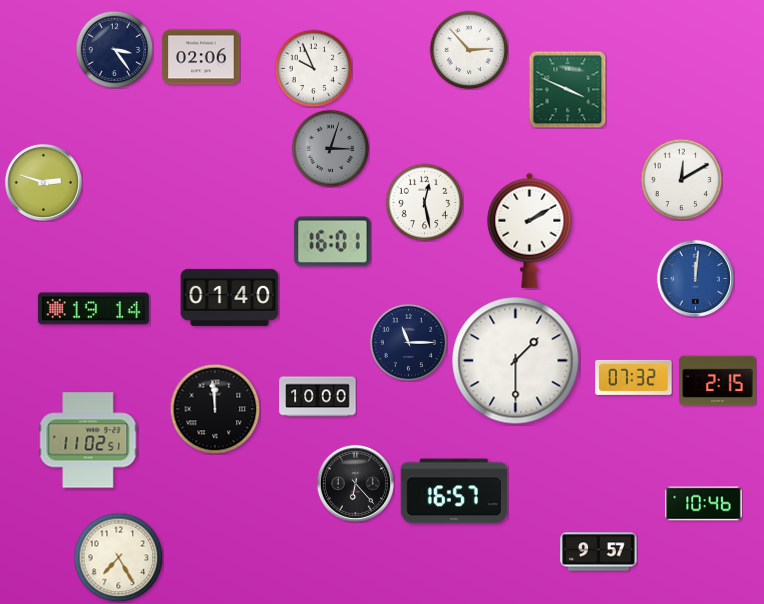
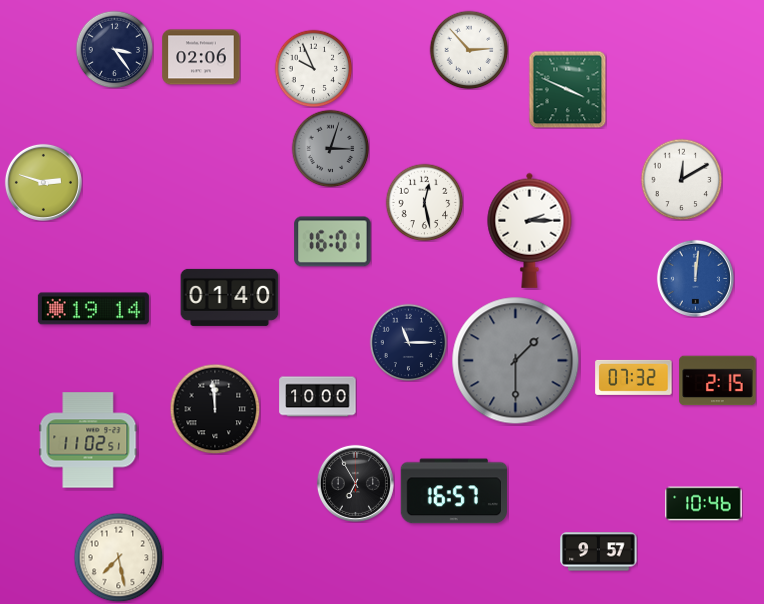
clock at (530, 230): 2:10 -> 2:15
clock at (516, 361) dial: white -> grey
clock at (355, 483): 6:23 -> 6:55
clock at (118, 557): 7:25 -> 7:28
